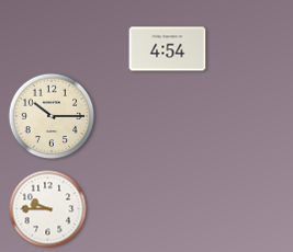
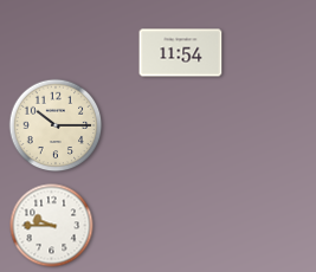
clock at (168, 49): 4:54 -> 11:54
